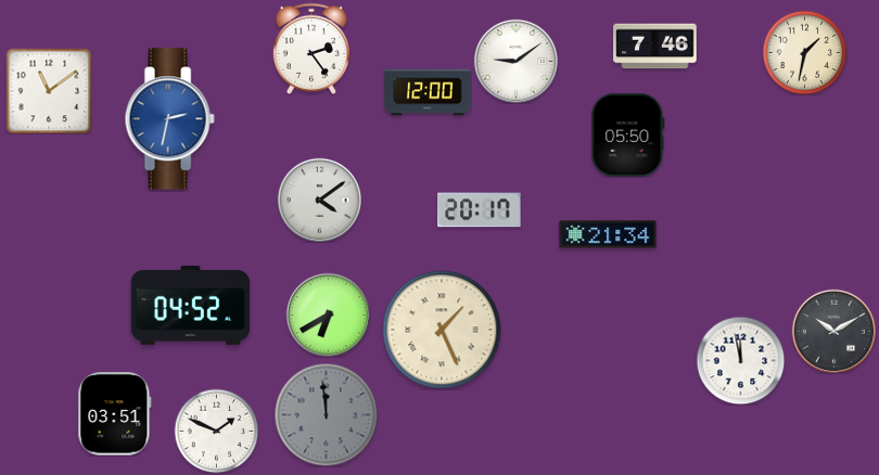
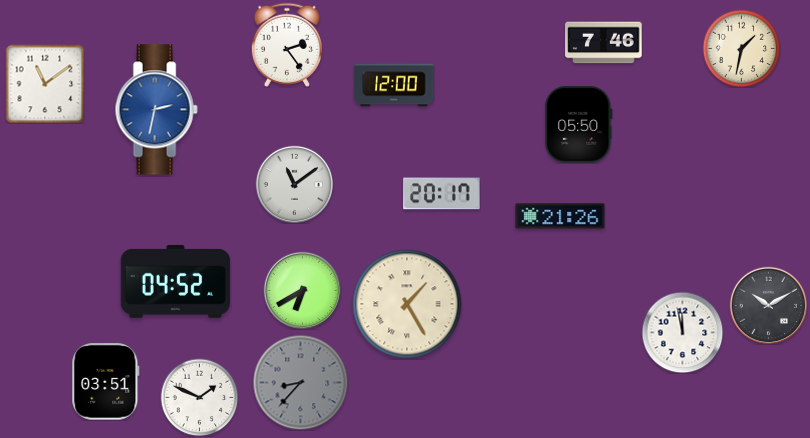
clock at (515, 61): 9:09 -> none
clock at (319, 200): 4:09 -> 11:09
clock at (608, 234): 21:34 -> 21:26
clock at (442, 330): 1:26 -> 1:25
clock at (326, 414): 11:59 -> 8:37
